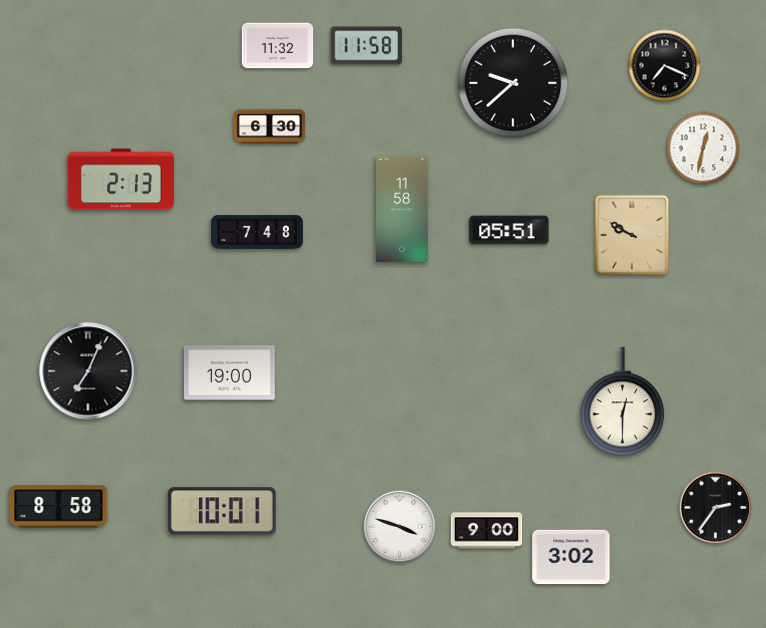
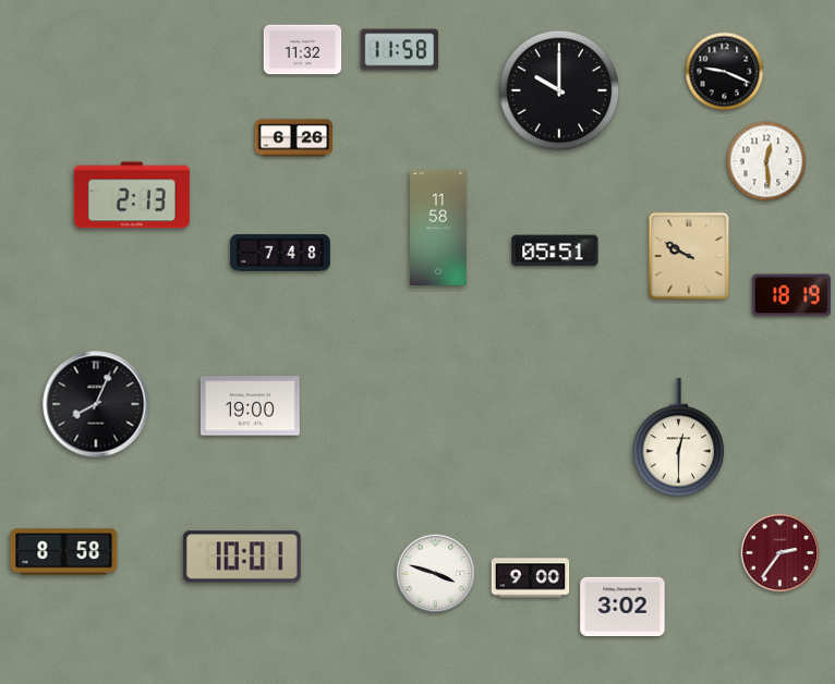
clock at (665, 66): 7:19 -> 9:19
clock at (513, 83): 9:38 -> 10:00
clock at (270, 127): 6:30 -> 6:26
clock at (703, 148): 12:32 -> 12:29
clock at (791, 295): none -> 18:19
clock at (88, 371): 7:04 -> 8:04
clock at (716, 508) dial: black -> burgundy
